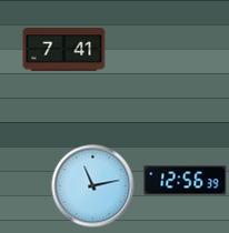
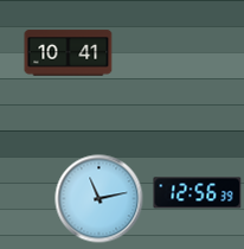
clock at (64, 50): 7:41 -> 10:41
